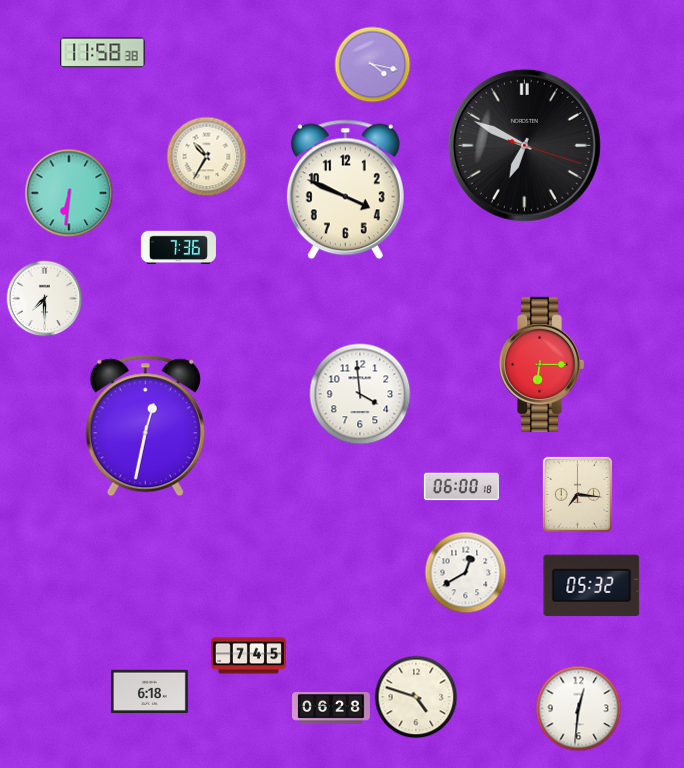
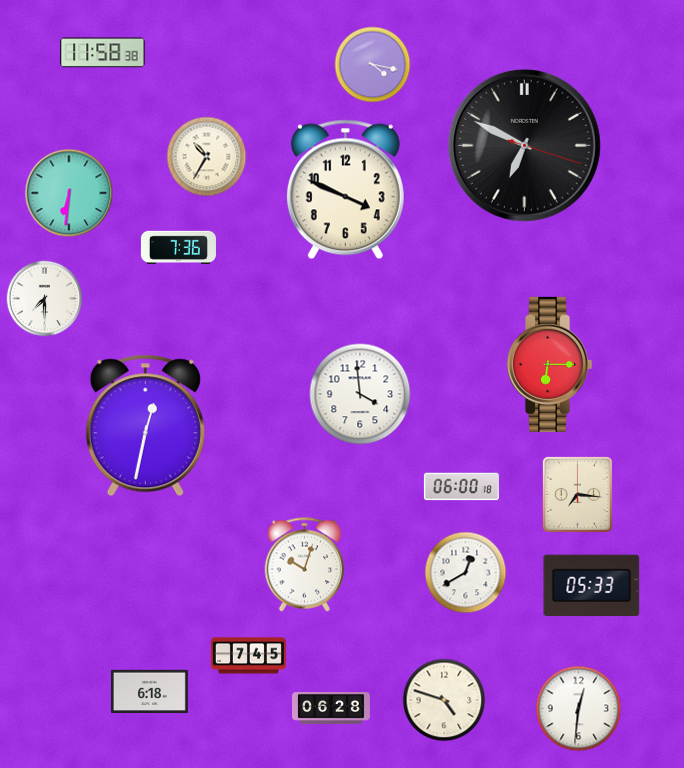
clock at (542, 364) position: (542, 364) -> (550, 364)
clock at (305, 565): none -> 10:03
clock at (592, 586): 05:32 -> 05:33
clock at (416, 697) position: (416, 697) -> (444, 700)
